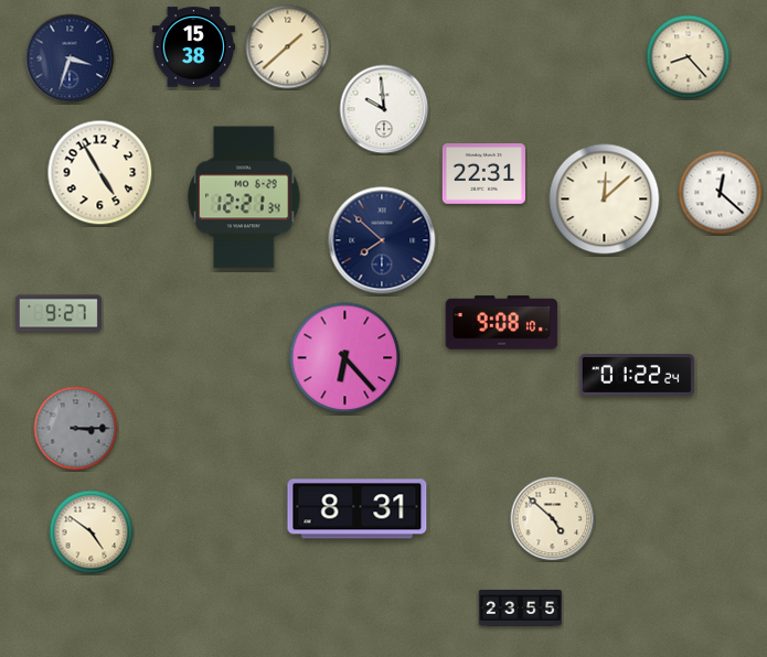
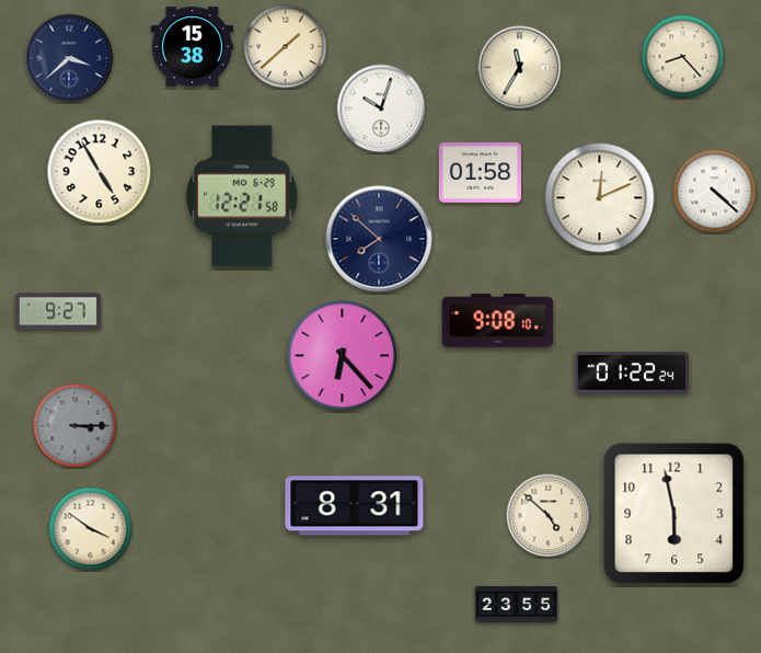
clock at (70, 58): 3:33 -> 3:38
clock at (520, 68): none -> 11:35
clock at (384, 109): 9:59 -> 10:03
clock at (483, 174): 22:31 -> 01:58
clock at (721, 193): 12:22 -> 4:22
clock at (244, 197): 12:21:34 -> 12:21:58
clock at (605, 200): 12:08 -> 12:11
clock at (674, 514): none -> 5:58
clock at (92, 532): 4:51 -> 3:51
